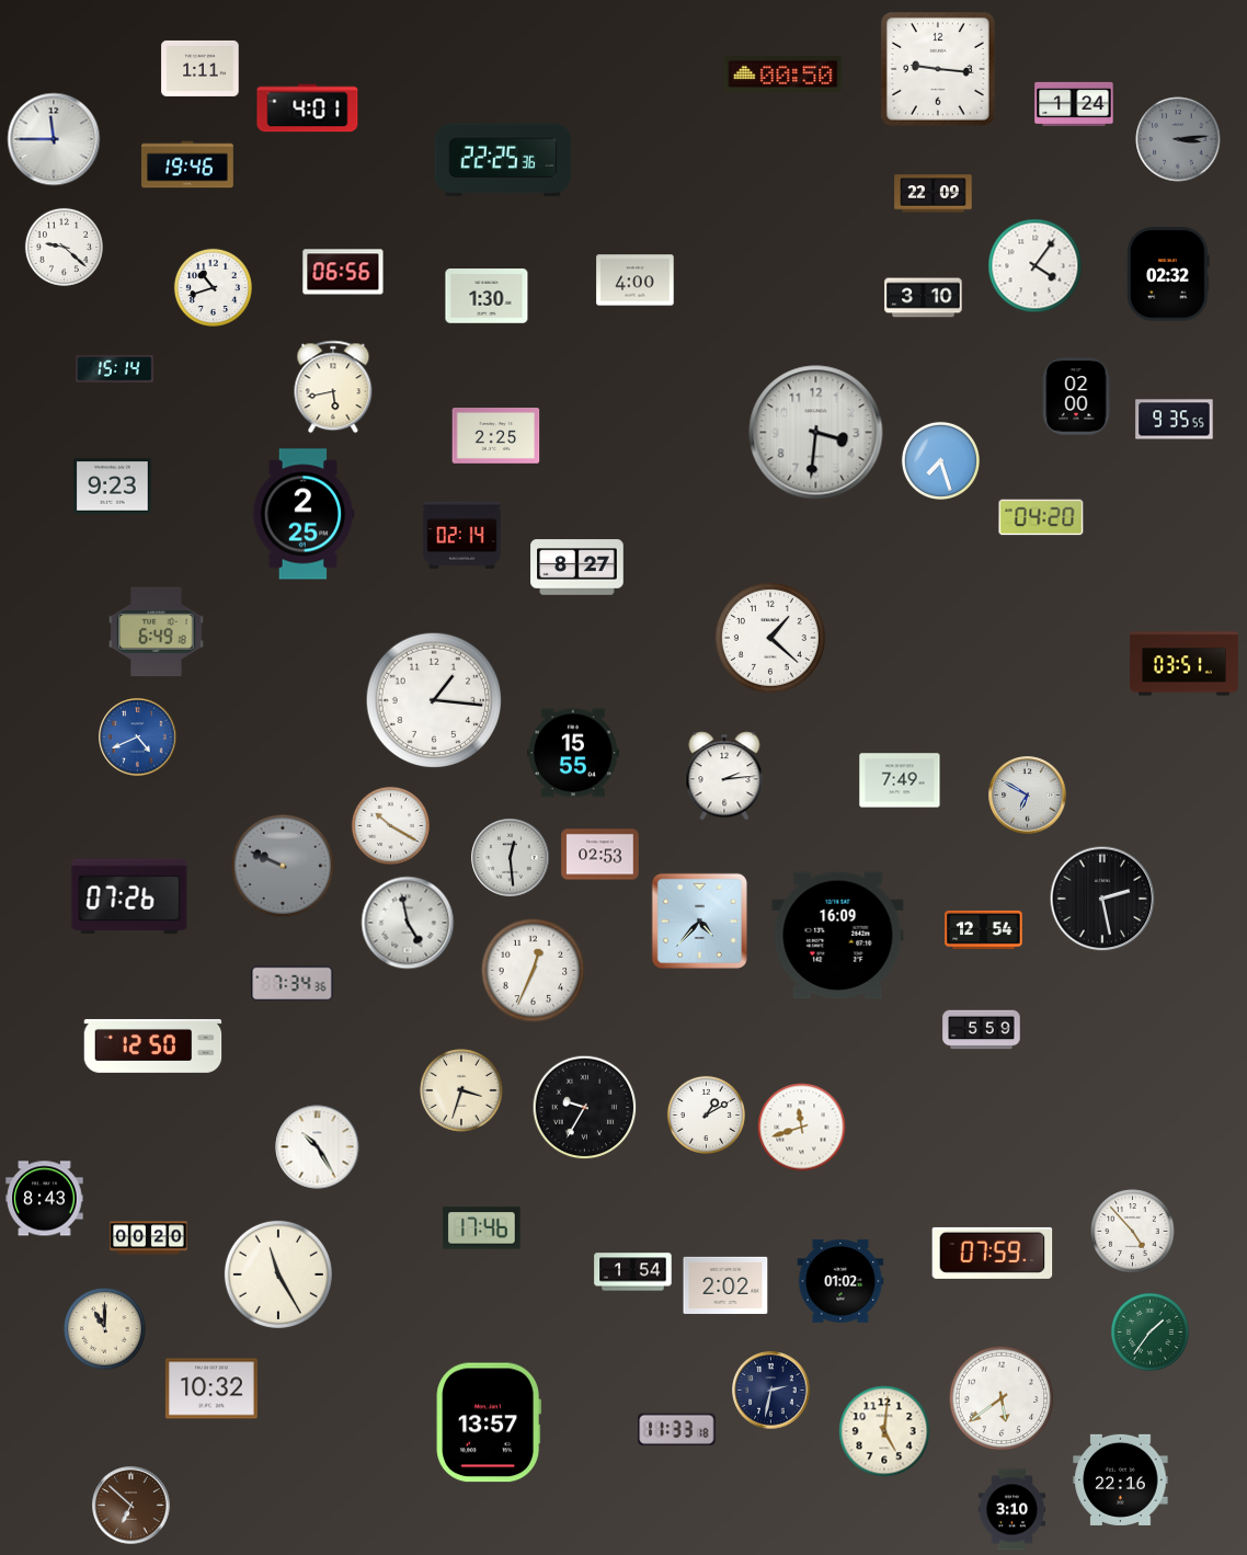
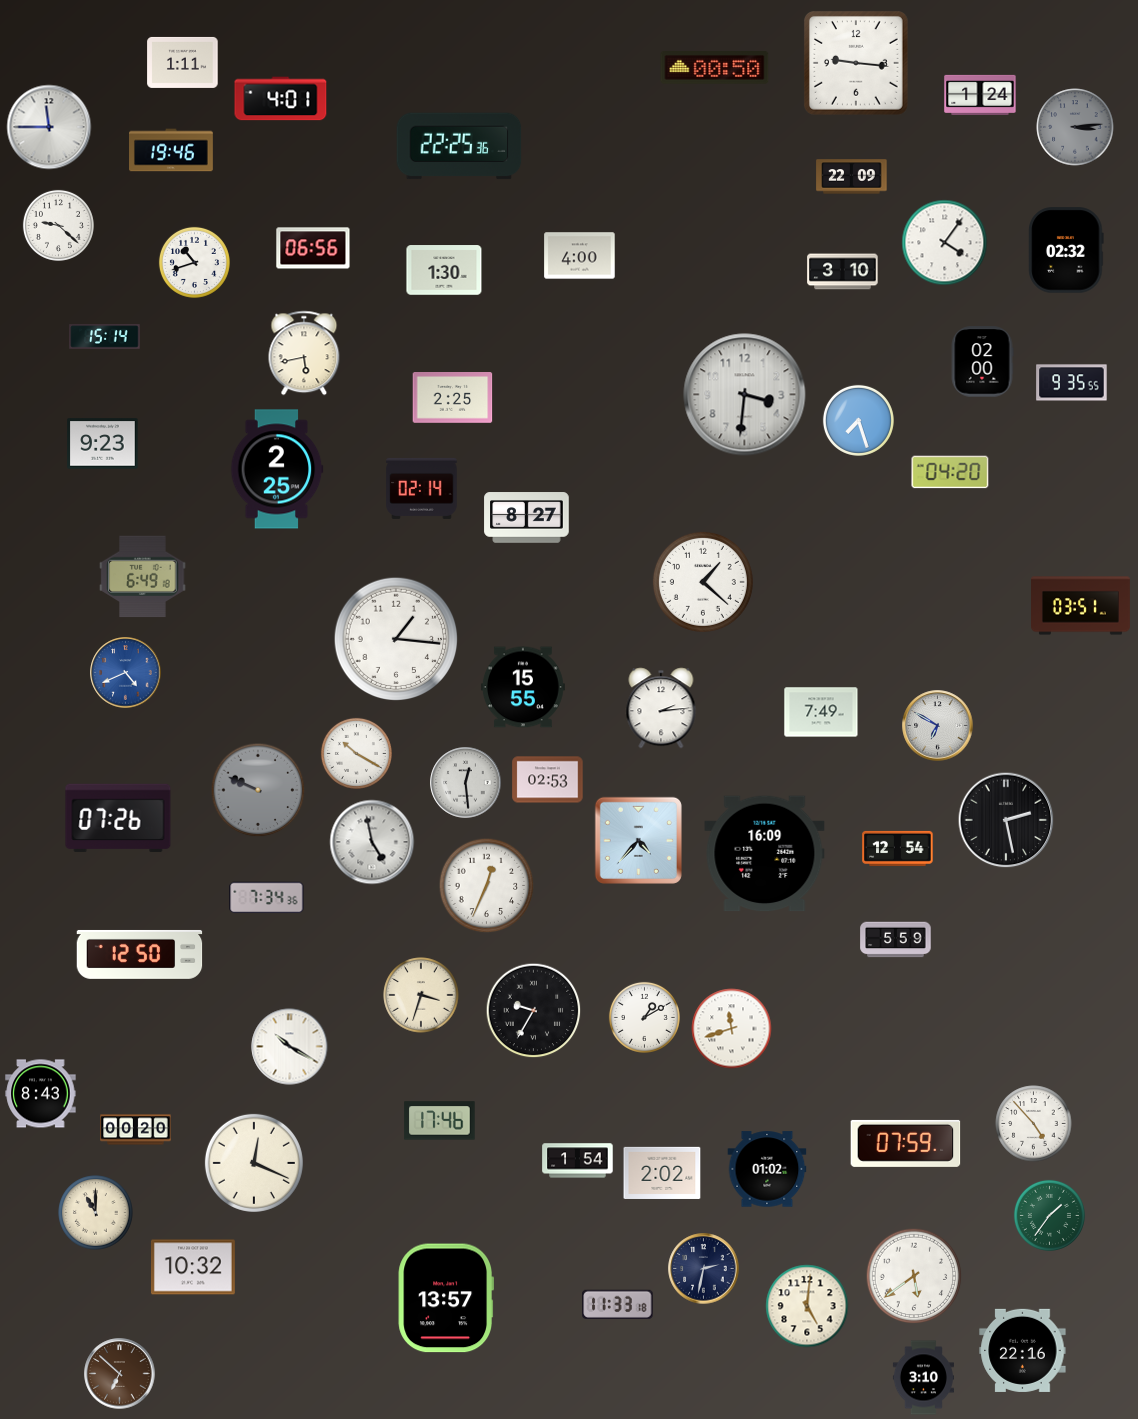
clock at (318, 1147): 10:25 -> 10:20
clock at (278, 1274): 11:25 -> 12:19
